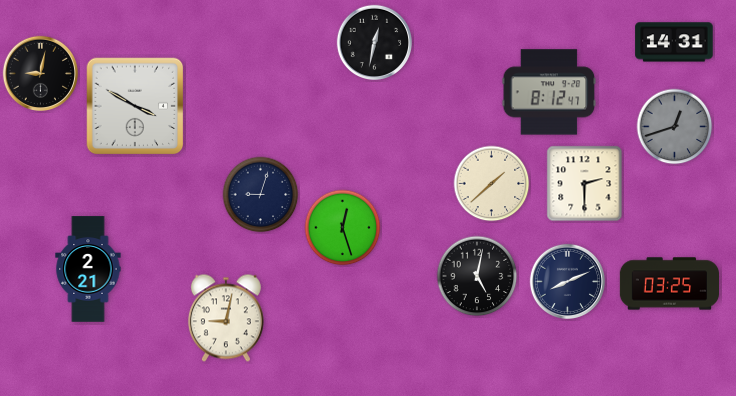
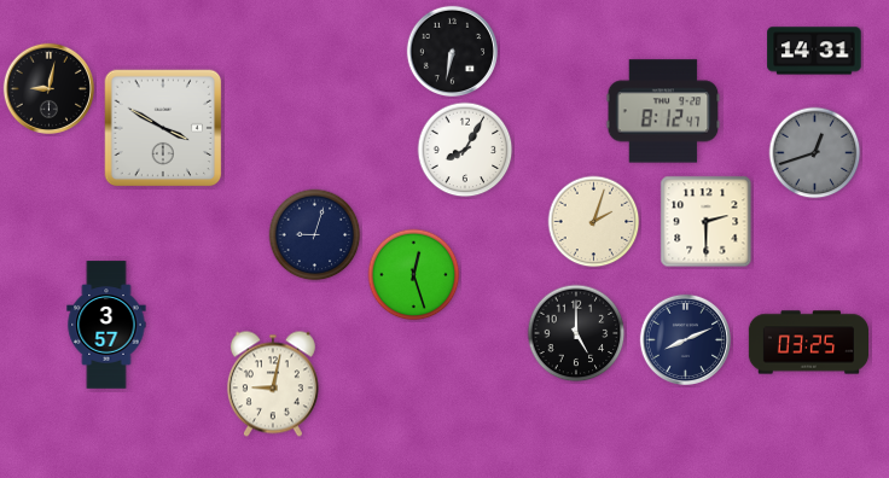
clock at (374, 42): 12:32 -> 6:32
clock at (465, 150): none -> 8:05
clock at (492, 184): 1:38 -> 2:03
clock at (88, 269): 2:21 -> 3:57
clock at (477, 276): 5:02 -> 5:00
